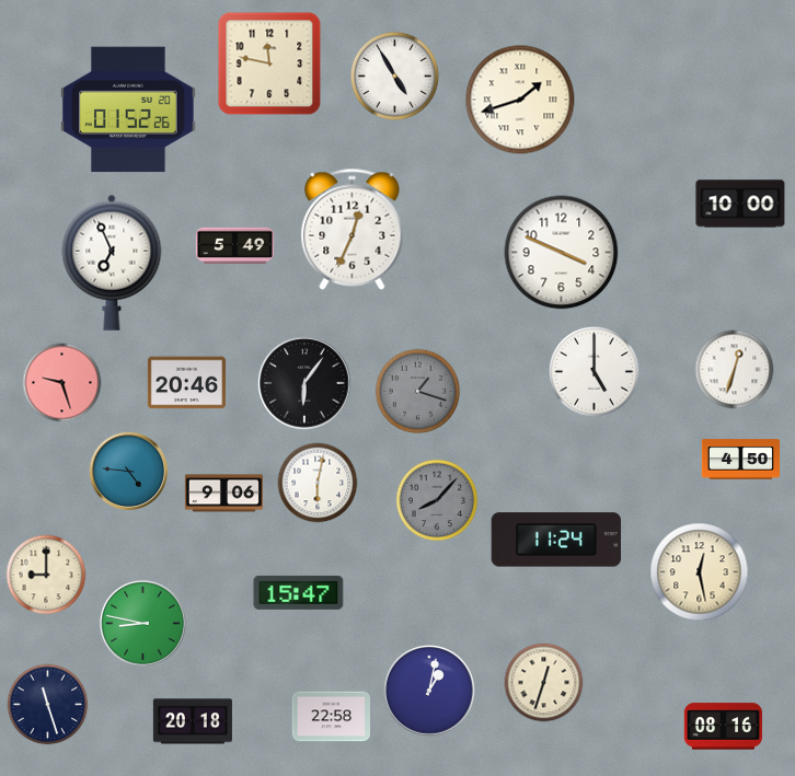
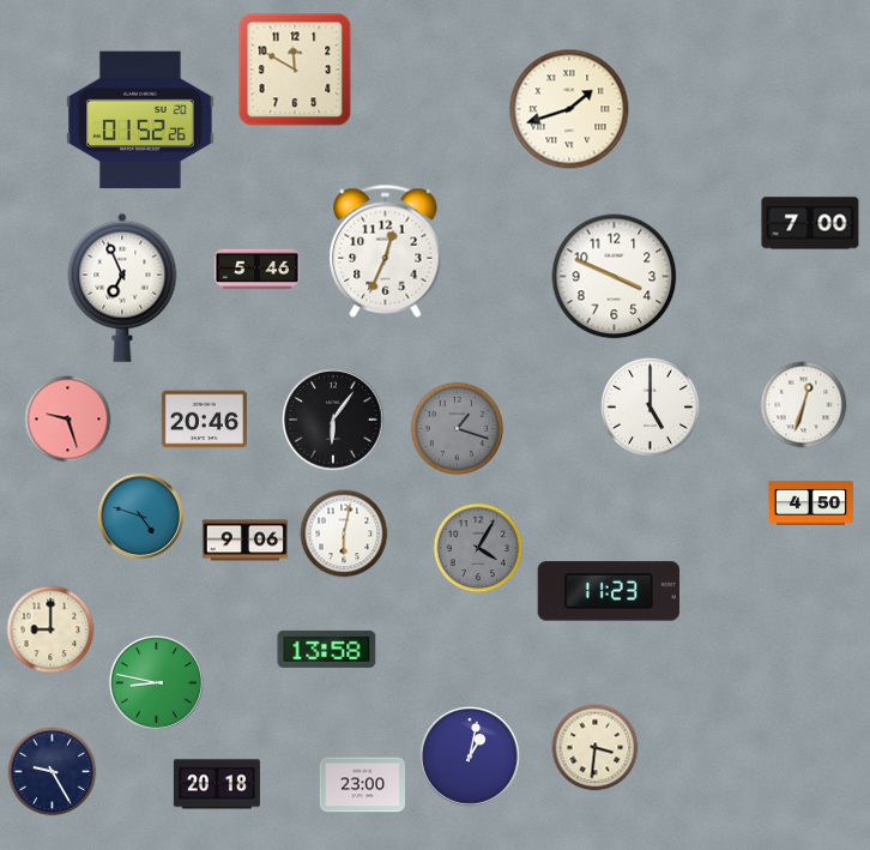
clock at (269, 63): 11:47 -> 11:50
clock at (394, 76): 4:55 -> none
clock at (740, 204): 10:00 -> 7:00
clock at (234, 246): 5:49 -> 5:46
clock at (129, 472): 4:46 -> 4:48
clock at (318, 483) position: (318, 483) -> (344, 533)
clock at (437, 500): 8:07 -> 4:05
clock at (555, 540): 11:24 -> 11:23
clock at (700, 572): 12:28 -> none
clock at (299, 592): 15:47 -> 13:58
clock at (544, 683): 12:33 -> 3:31
clock at (48, 705): 11:27 -> 9:25
clock at (331, 717): 22:58 -> 23:00
clock at (193, 721) position: (193, 721) -> (217, 784)
clock at (723, 727): 08:16 -> none
